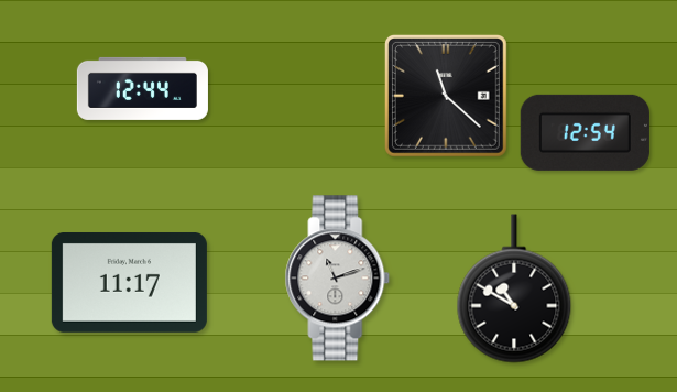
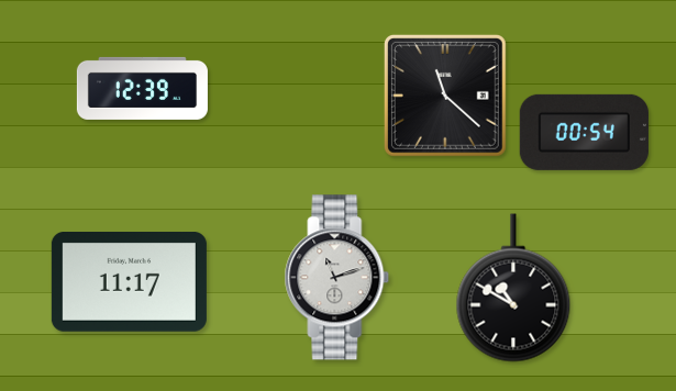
clock at (142, 88): 12:44 -> 12:39
clock at (585, 132): 12:54 -> 00:54
